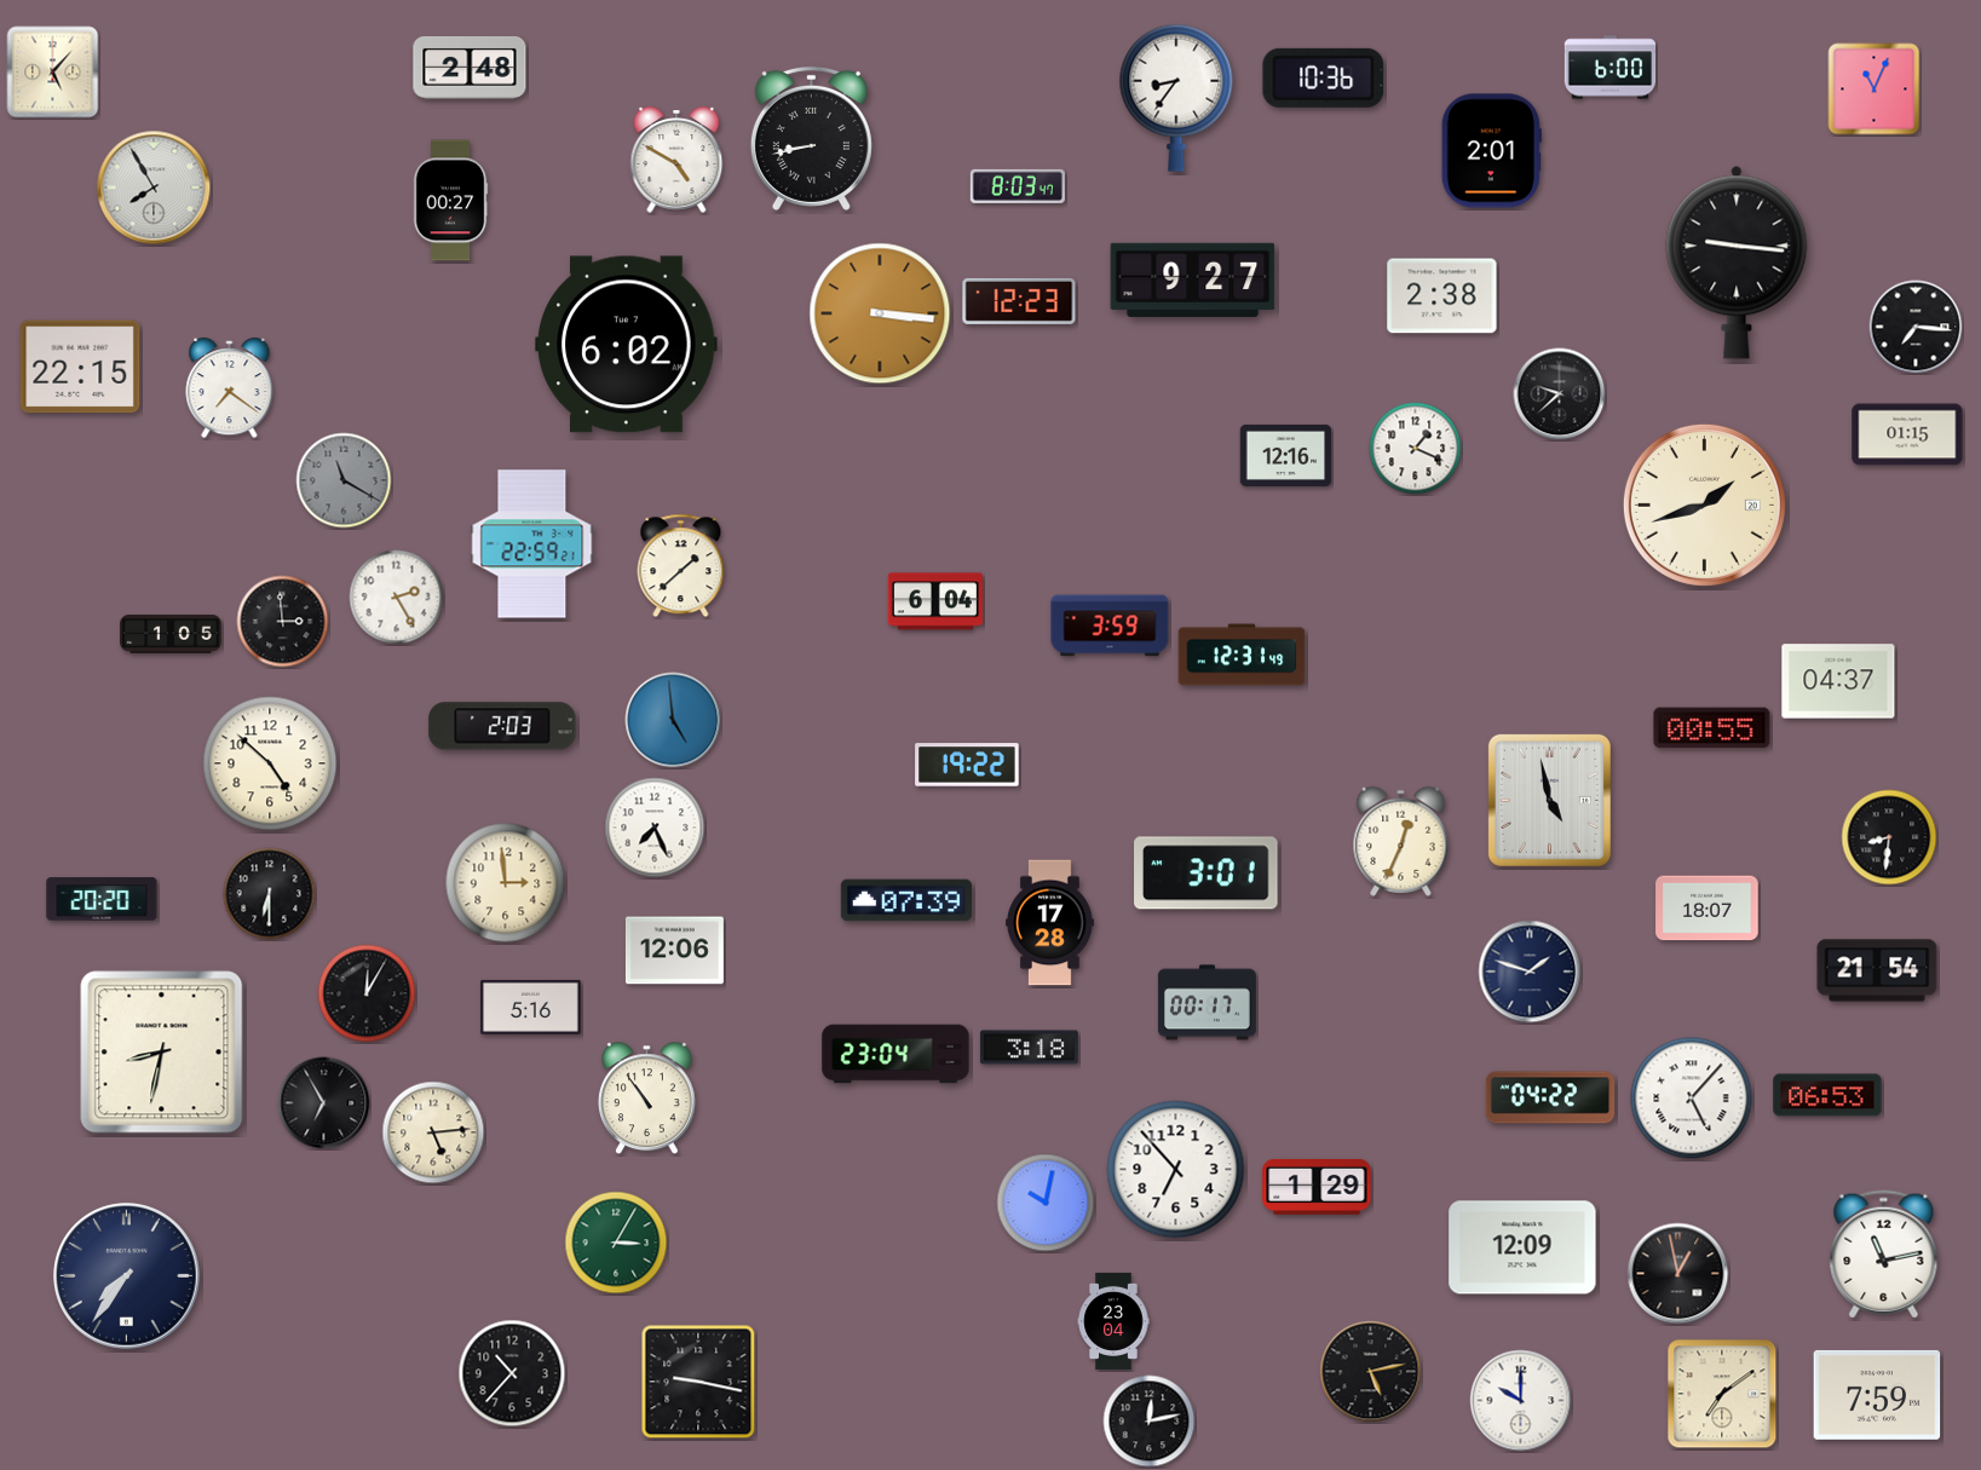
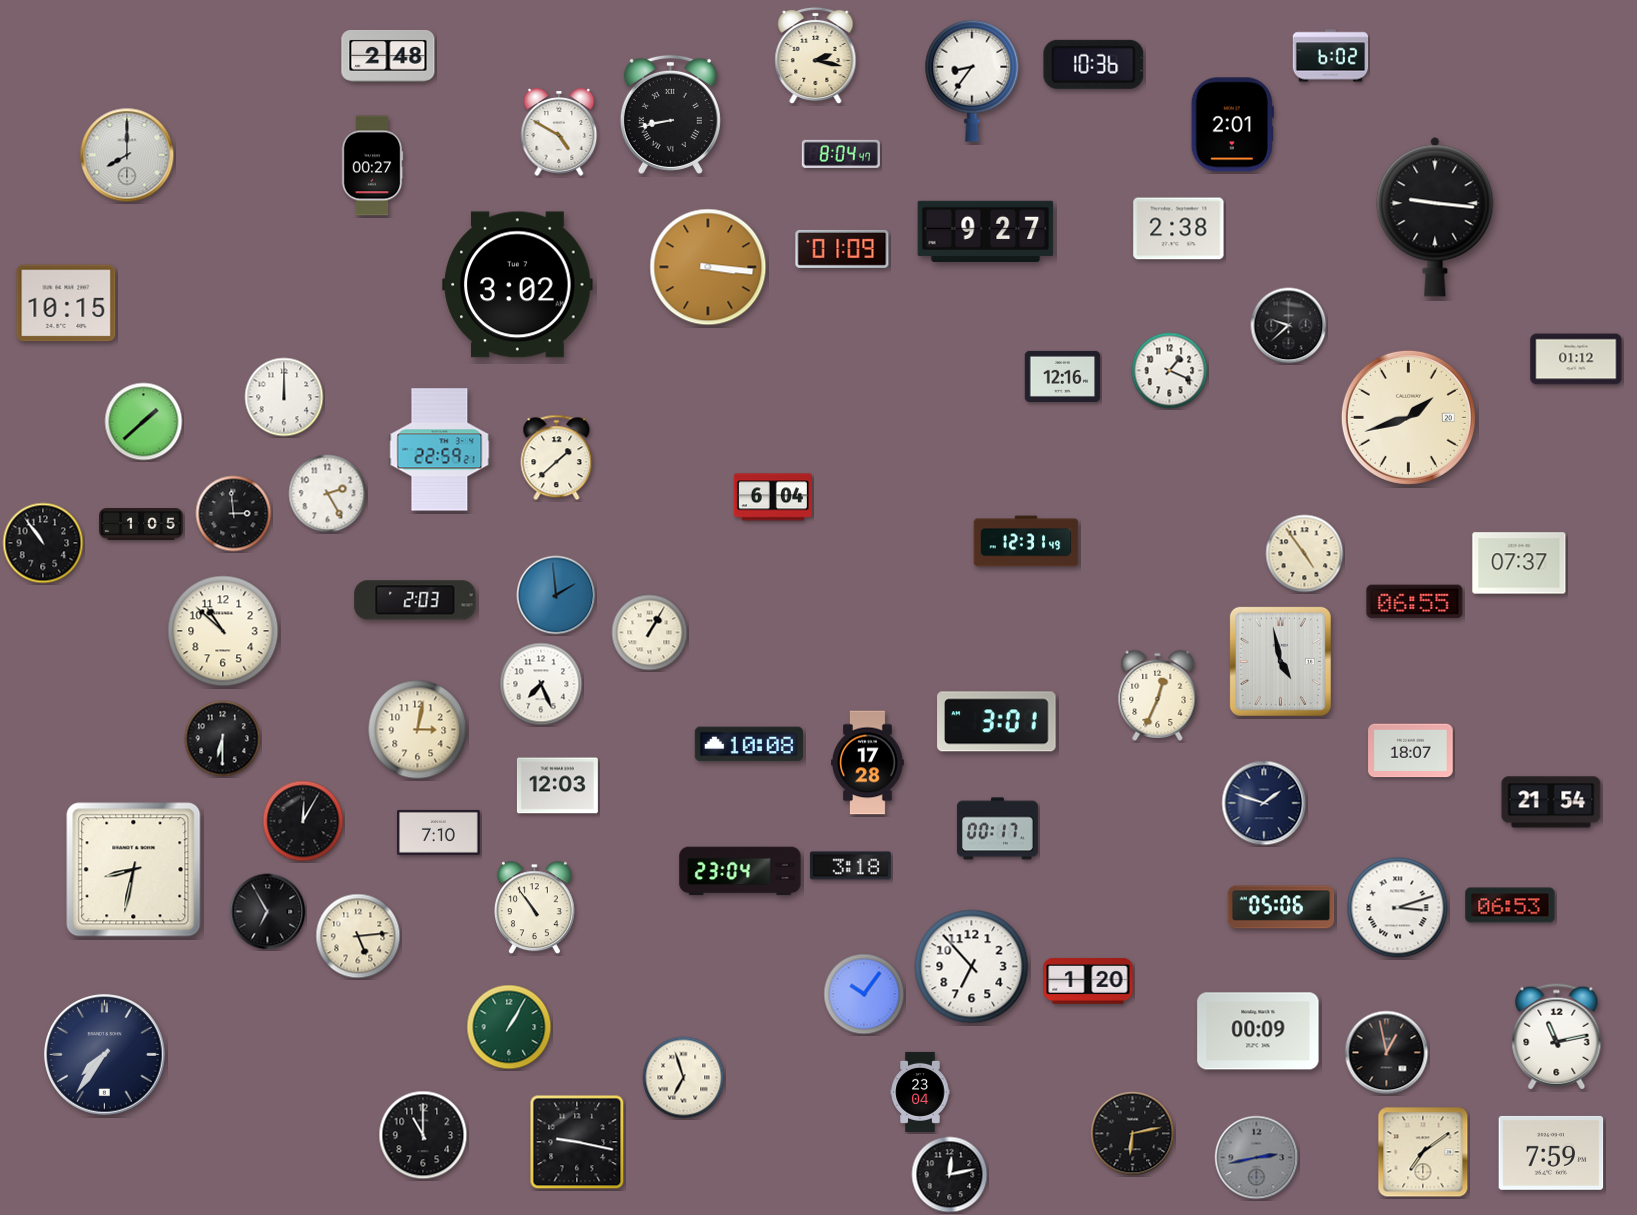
clock at (816, 56): none -> 2:17
clock at (1611, 68): 6:00 -> 6:02
clock at (53, 73): 5:07 -> none
clock at (1875, 90): 11:04 -> none
clock at (1018, 186): 8:03 -> 8:04
clock at (154, 188): 7:55 -> 8:00
clock at (1442, 296) position: (1442, 296) -> (1179, 229)
clock at (1019, 301): 12:23 -> 01:09
clock at (880, 313) position: (880, 313) -> (708, 267)
clock at (1916, 327): 7:16 -> none
clock at (627, 345): 6:02 -> 3:02
clock at (80, 367): 22:15 -> 10:15
clock at (230, 388): 7:21 -> none
clock at (1907, 434): 01:15 -> 01:12
clock at (344, 480): 11:20 -> 12:00
clock at (344, 480) dial: grey -> white
clock at (144, 422): none -> 1:38
clock at (681, 566) position: (681, 566) -> (557, 458)
clock at (1110, 626): 3:59 -> none
clock at (43, 543): none -> 10:54
clock at (1305, 554): none -> 4:54
clock at (1838, 681): 04:37 -> 07:37
clock at (673, 720): 4:59 -> 1:59
clock at (1712, 728): 00:55 -> 06:55
clock at (270, 763): 4:52 -> 10:52
clock at (967, 765): 19:22 -> none
clock at (650, 633): none -> 1:05
clock at (1889, 837): 8:31 -> none
clock at (506, 883): 2:59 -> 3:02
clock at (102, 899): 20:20 -> none
clock at (905, 900): 07:39 -> 10:08
clock at (674, 951): 12:06 -> 12:03
clock at (531, 1007): 5:16 -> 7:10
clock at (1550, 1097): 04:22 -> 05:06
clock at (1692, 1099): 5:07 -> 3:12
clock at (1317, 1187): 1:29 -> 1:20
clock at (1046, 1203): 10:02 -> 10:06
clock at (616, 1243): 3:05 -> 1:05
clock at (1522, 1247): 12:09 -> 00:09
clock at (684, 1078): none -> 6:57
clock at (1371, 1372): 5:13 -> 6:13
clock at (512, 1373): 10:37 -> 11:00
clock at (1521, 1401): 10:00 -> 2:43
clock at (1521, 1401) dial: white -> grey
